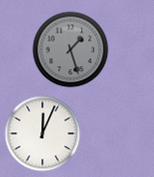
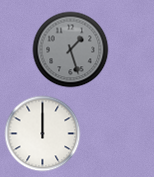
clock at (43, 134): 12:04 -> 12:00
